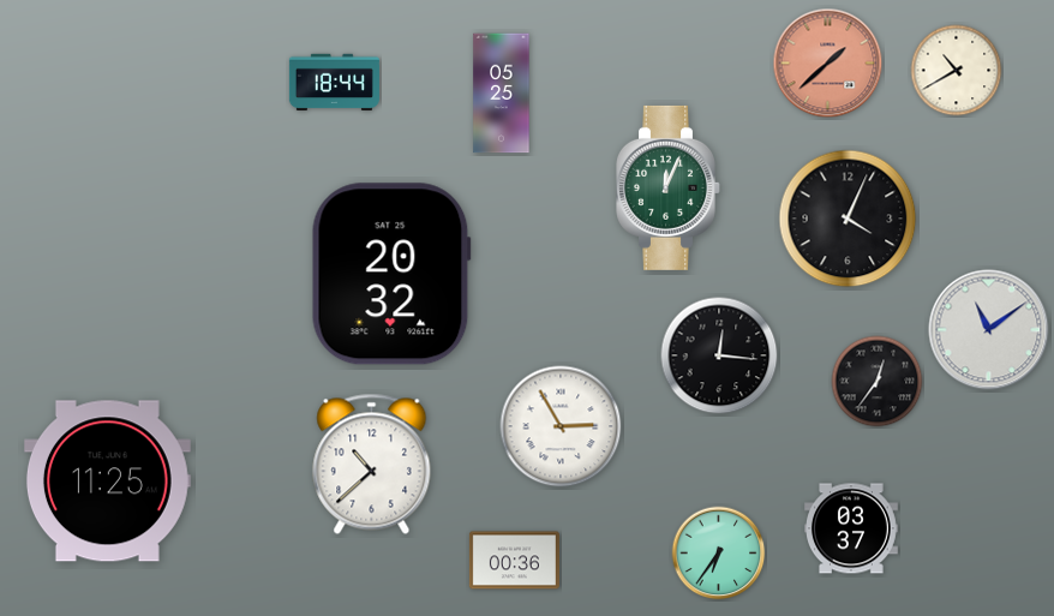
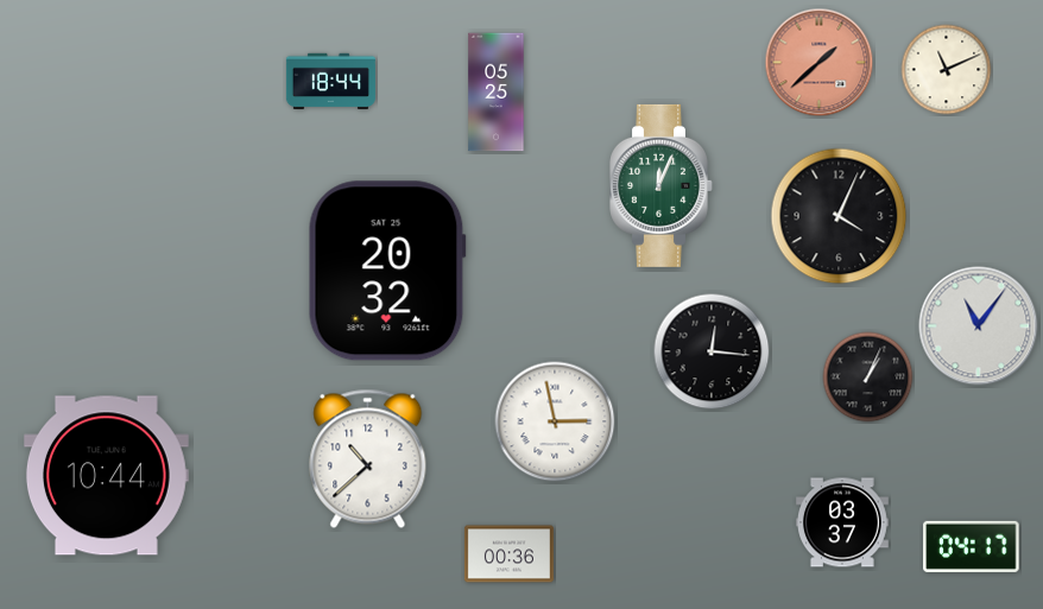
clock at (957, 71): 10:40 -> 11:11
clock at (989, 330): 11:09 -> 11:06
clock at (878, 382): 12:36 -> 1:04
clock at (561, 426): 2:55 -> 2:58
clock at (107, 482): 11:25 -> 10:44
clock at (972, 546): none -> 04:17
clock at (719, 554): 6:36 -> none
